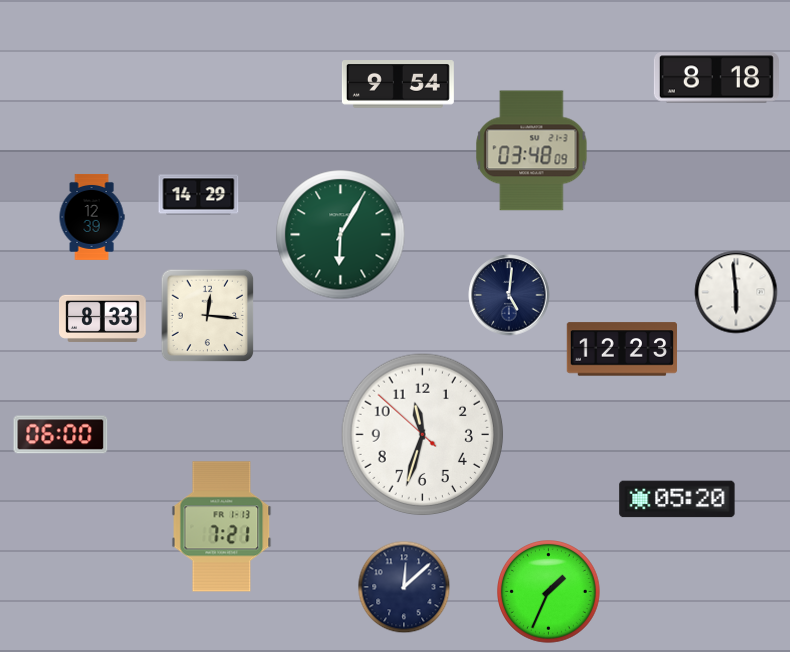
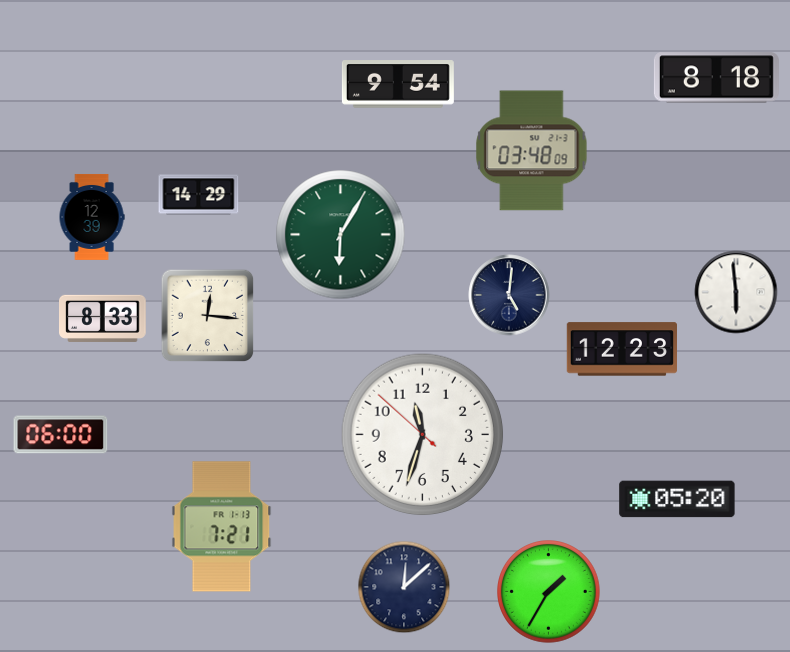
clock at (549, 592): 1:34 -> 1:35
